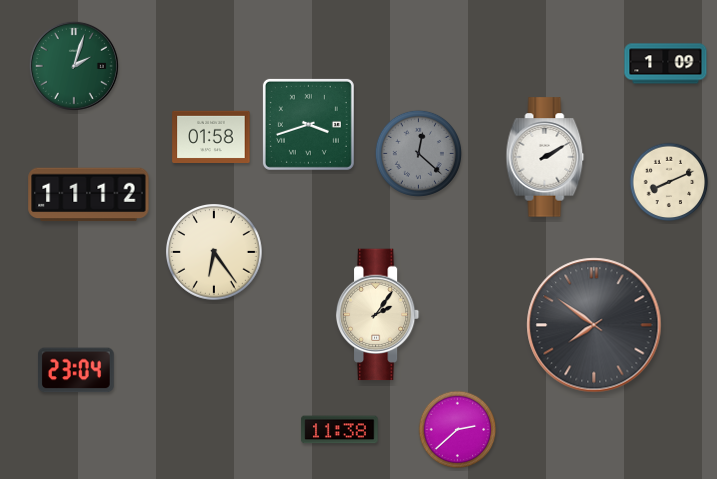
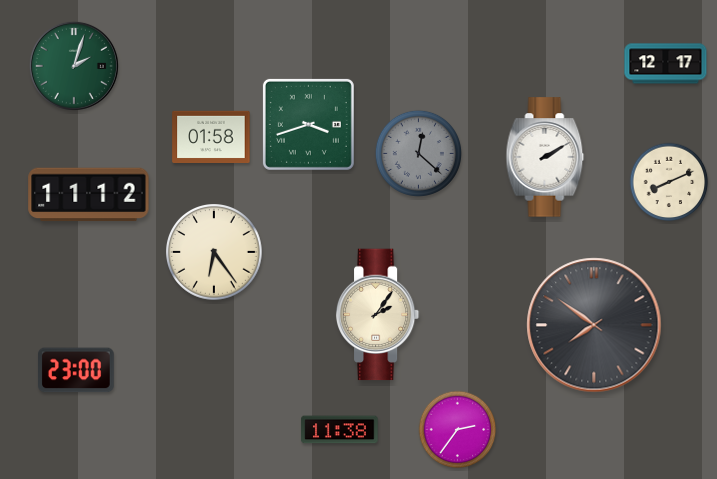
clock at (666, 64): 1:09 -> 12:17
clock at (77, 370): 23:04 -> 23:00
clock at (458, 430): 2:38 -> 2:36
